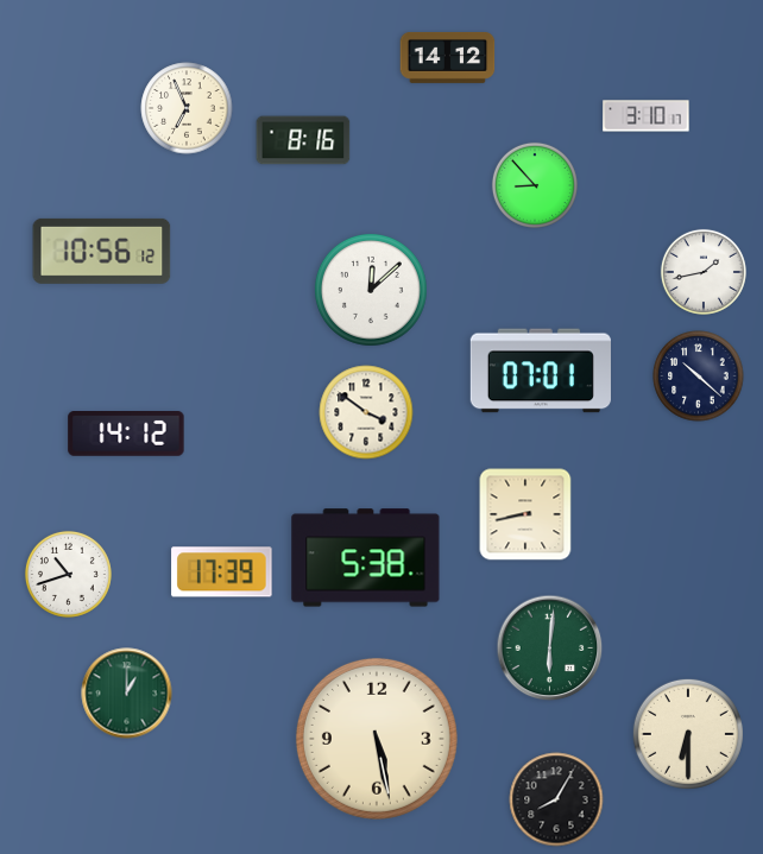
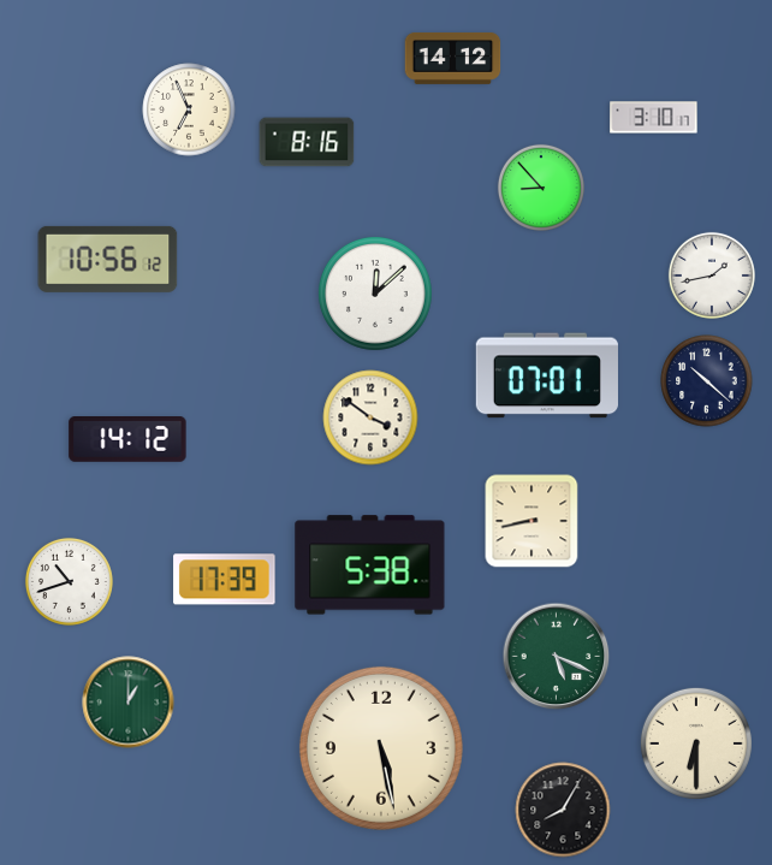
clock at (102, 251) position: (102, 251) -> (108, 259)
clock at (550, 649): 6:01 -> 5:19
